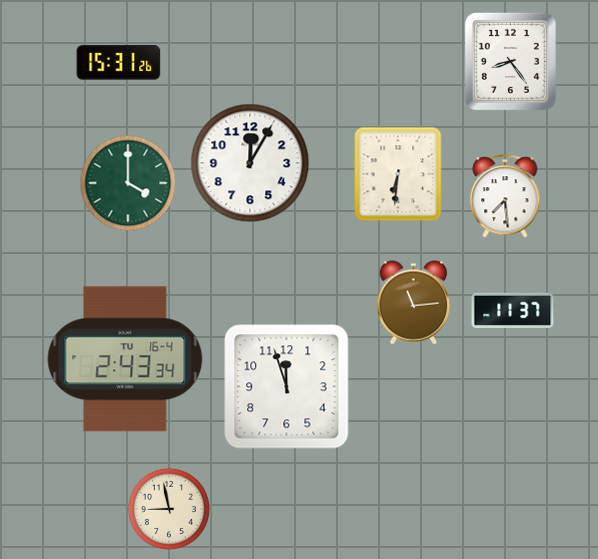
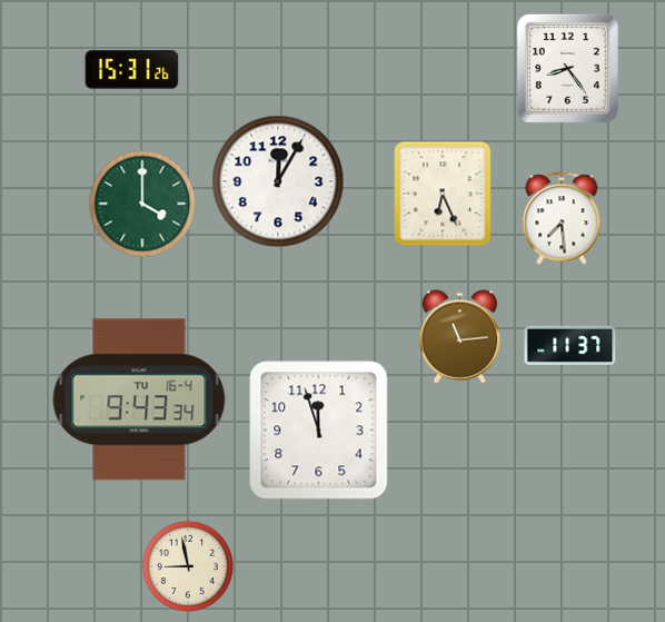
clock at (398, 174): 6:31 -> 6:26
clock at (125, 359): 2:43 -> 9:43
